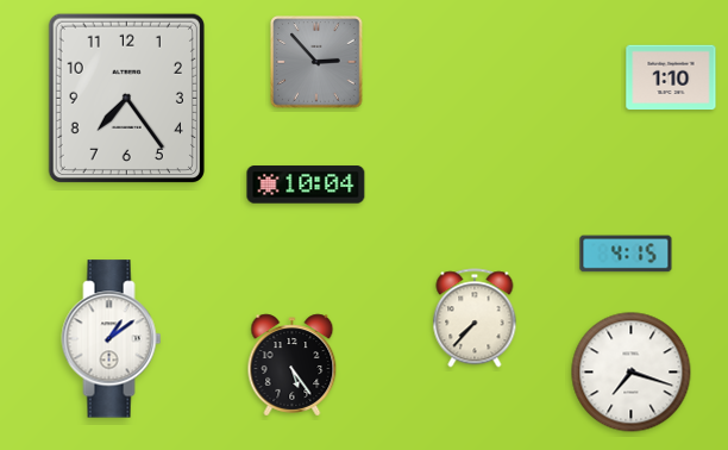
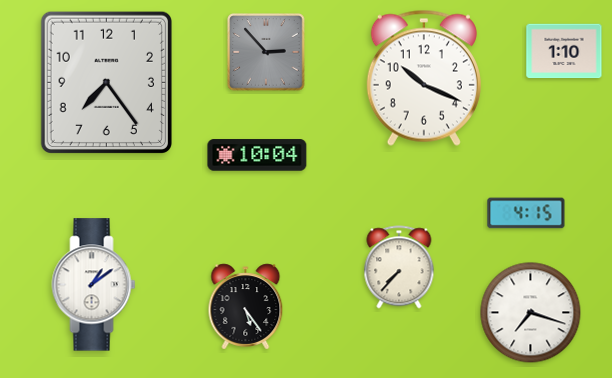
clock at (671, 77) position: (671, 77) -> (564, 51)
clock at (424, 78): none -> 10:19
